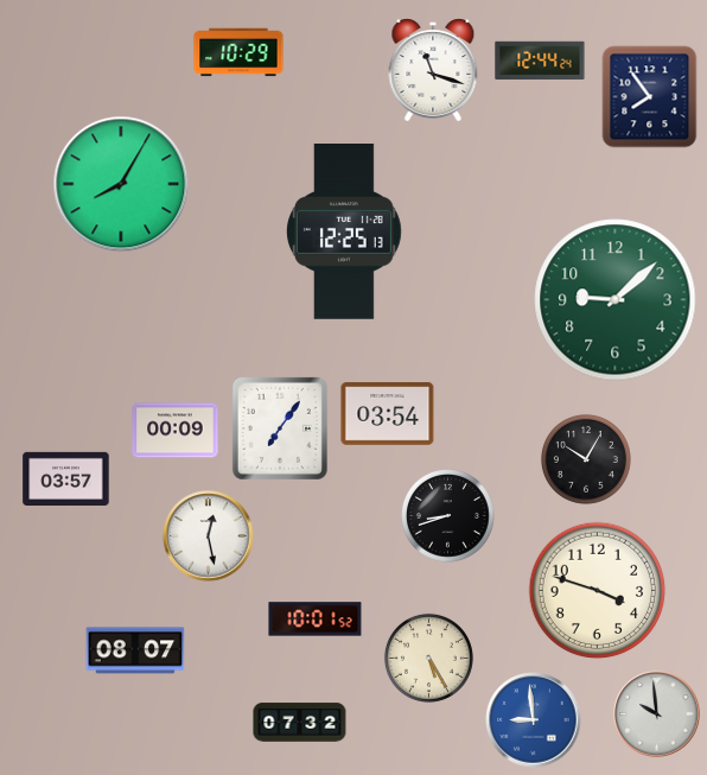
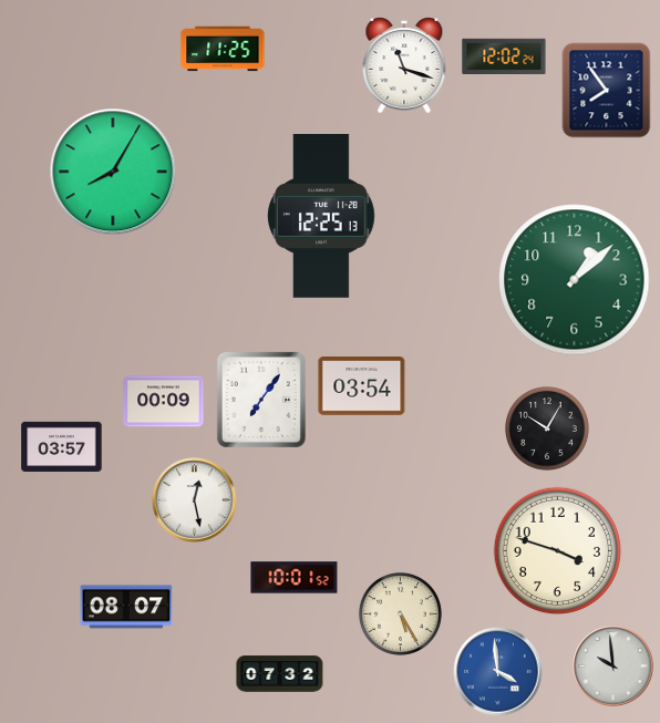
clock at (238, 52): 10:29 -> 11:25
clock at (540, 59): 12:44 -> 12:02
clock at (616, 300): 9:08 -> 1:08
clock at (448, 516): 8:42 -> none
clock at (534, 720): 8:59 -> 3:59
